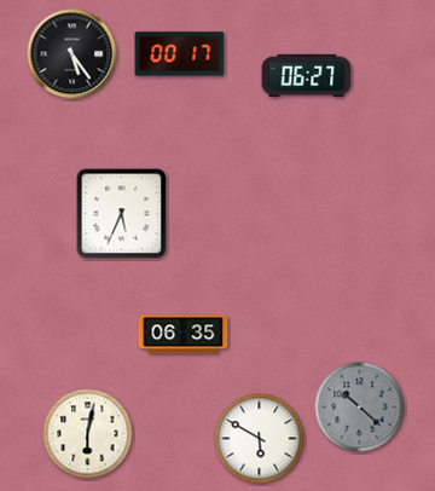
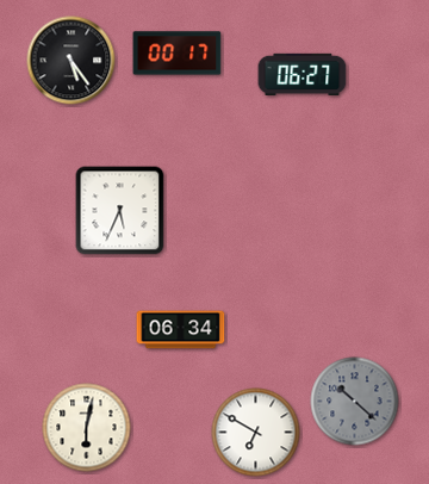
clock at (72, 54) position: (72, 54) -> (71, 61)
clock at (184, 335): 06:35 -> 06:34
clock at (260, 439): 5:50 -> 6:50
